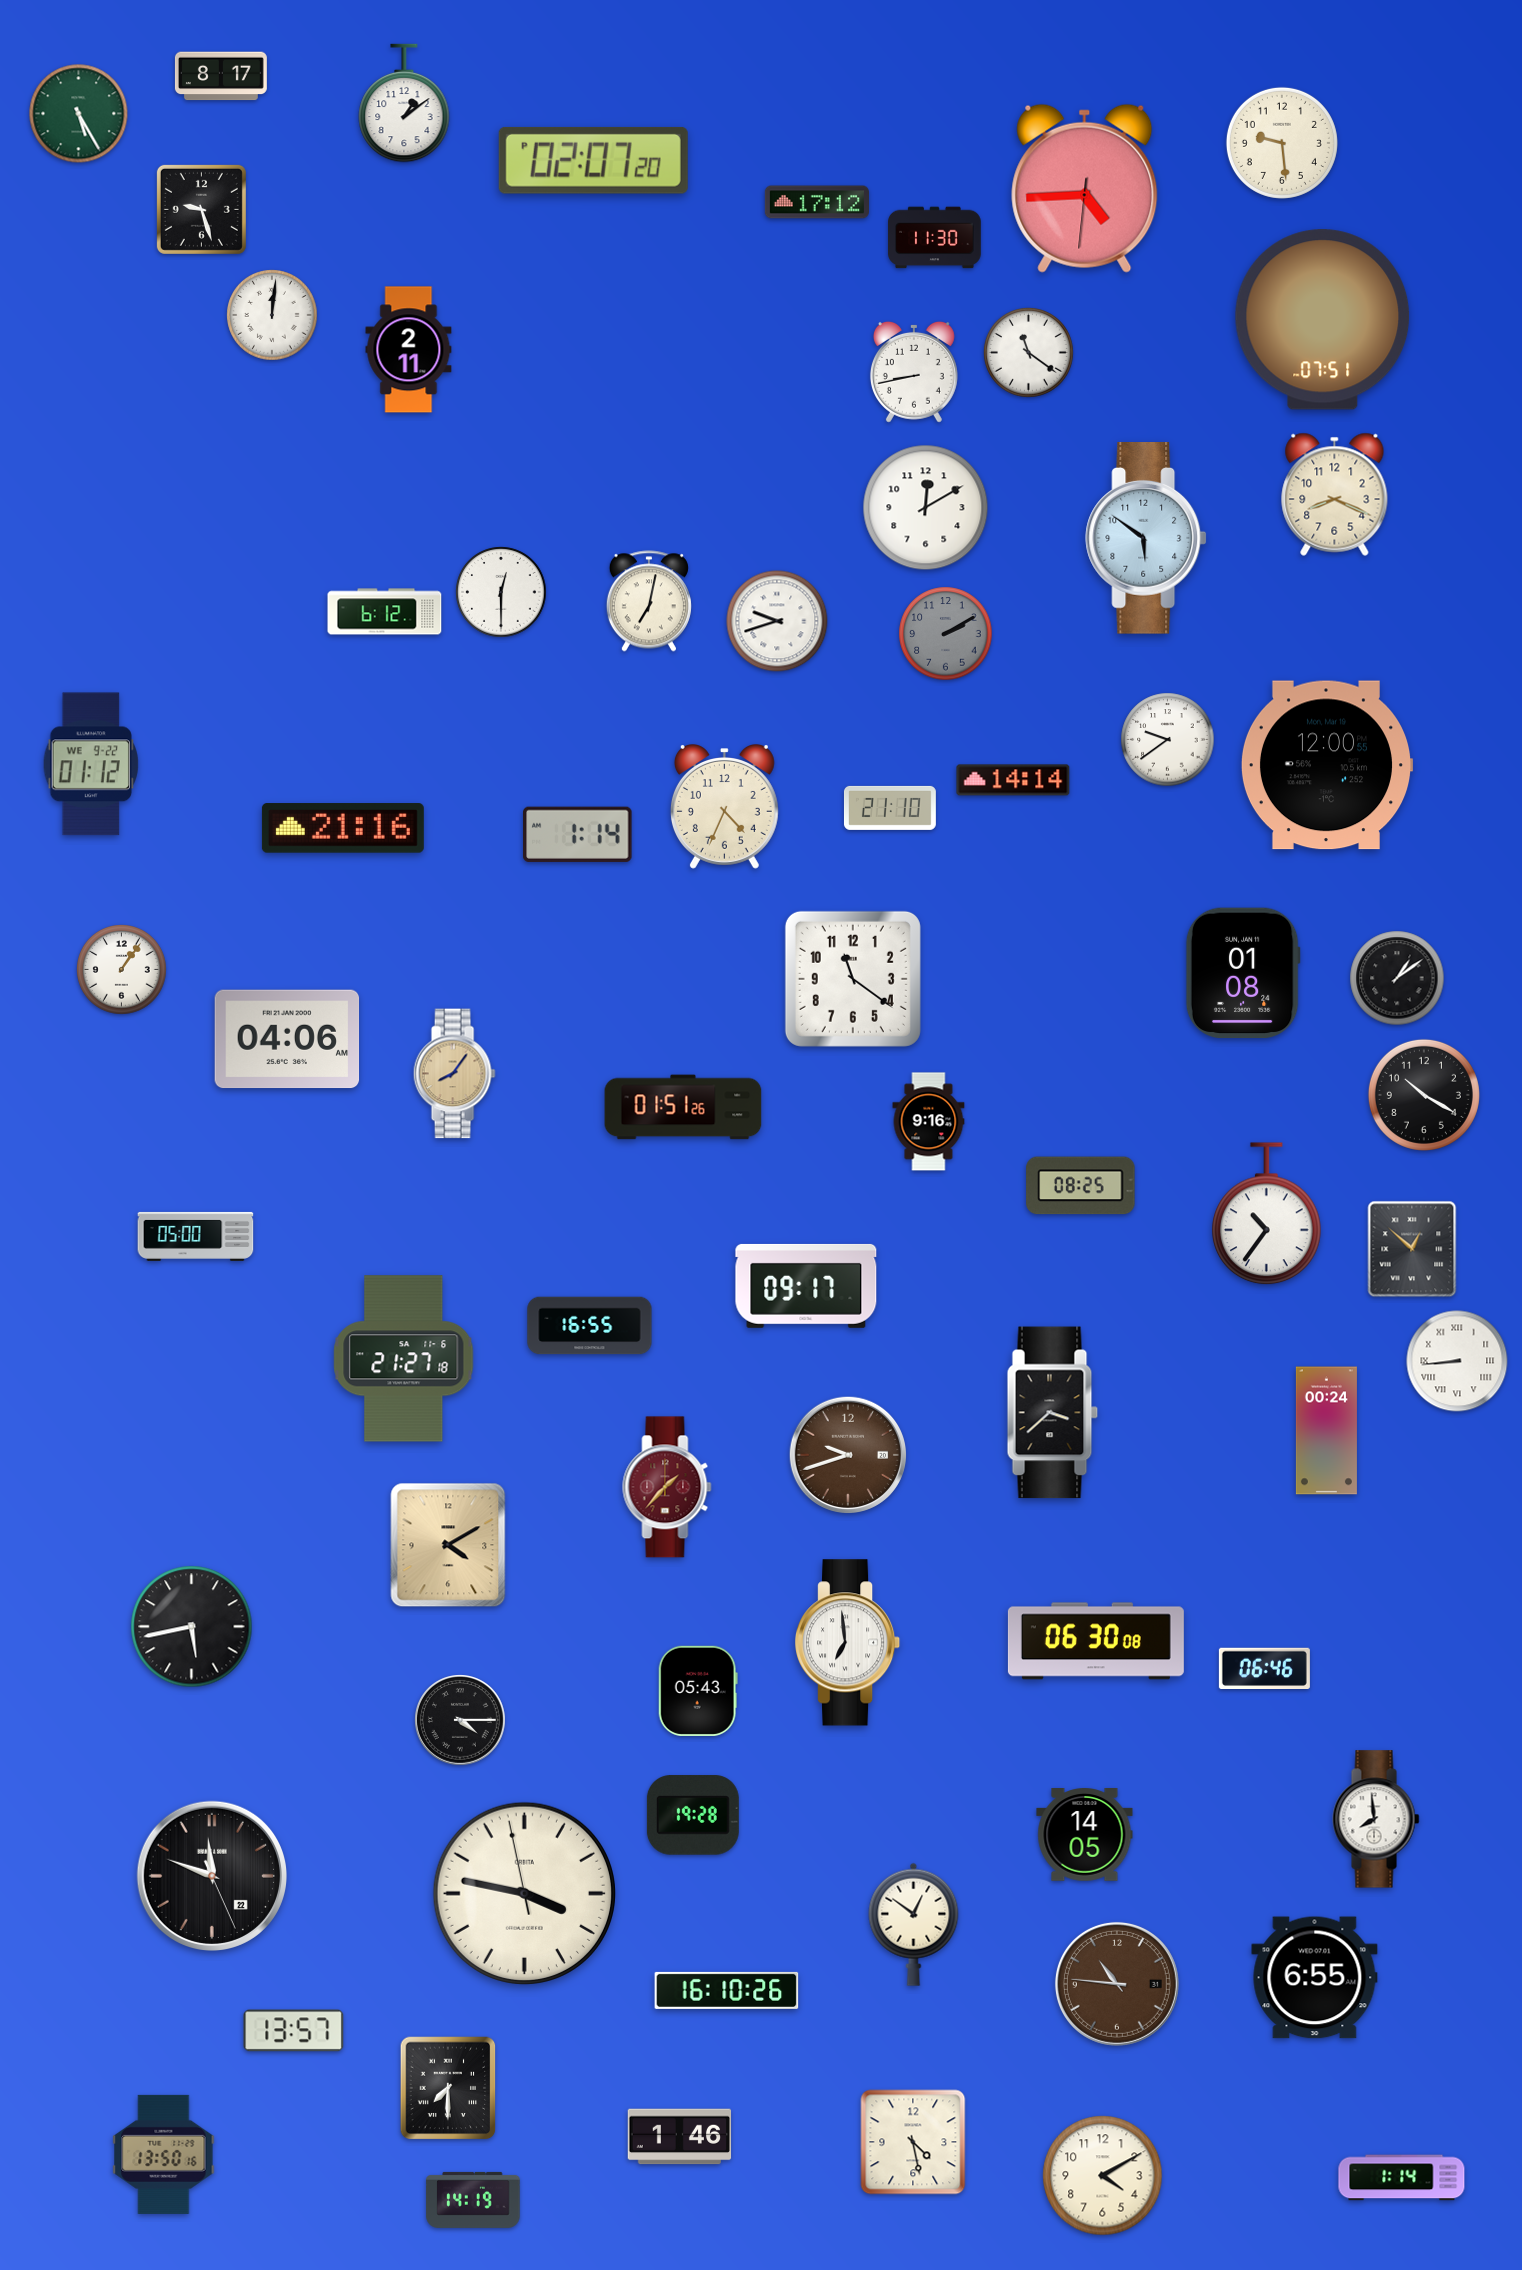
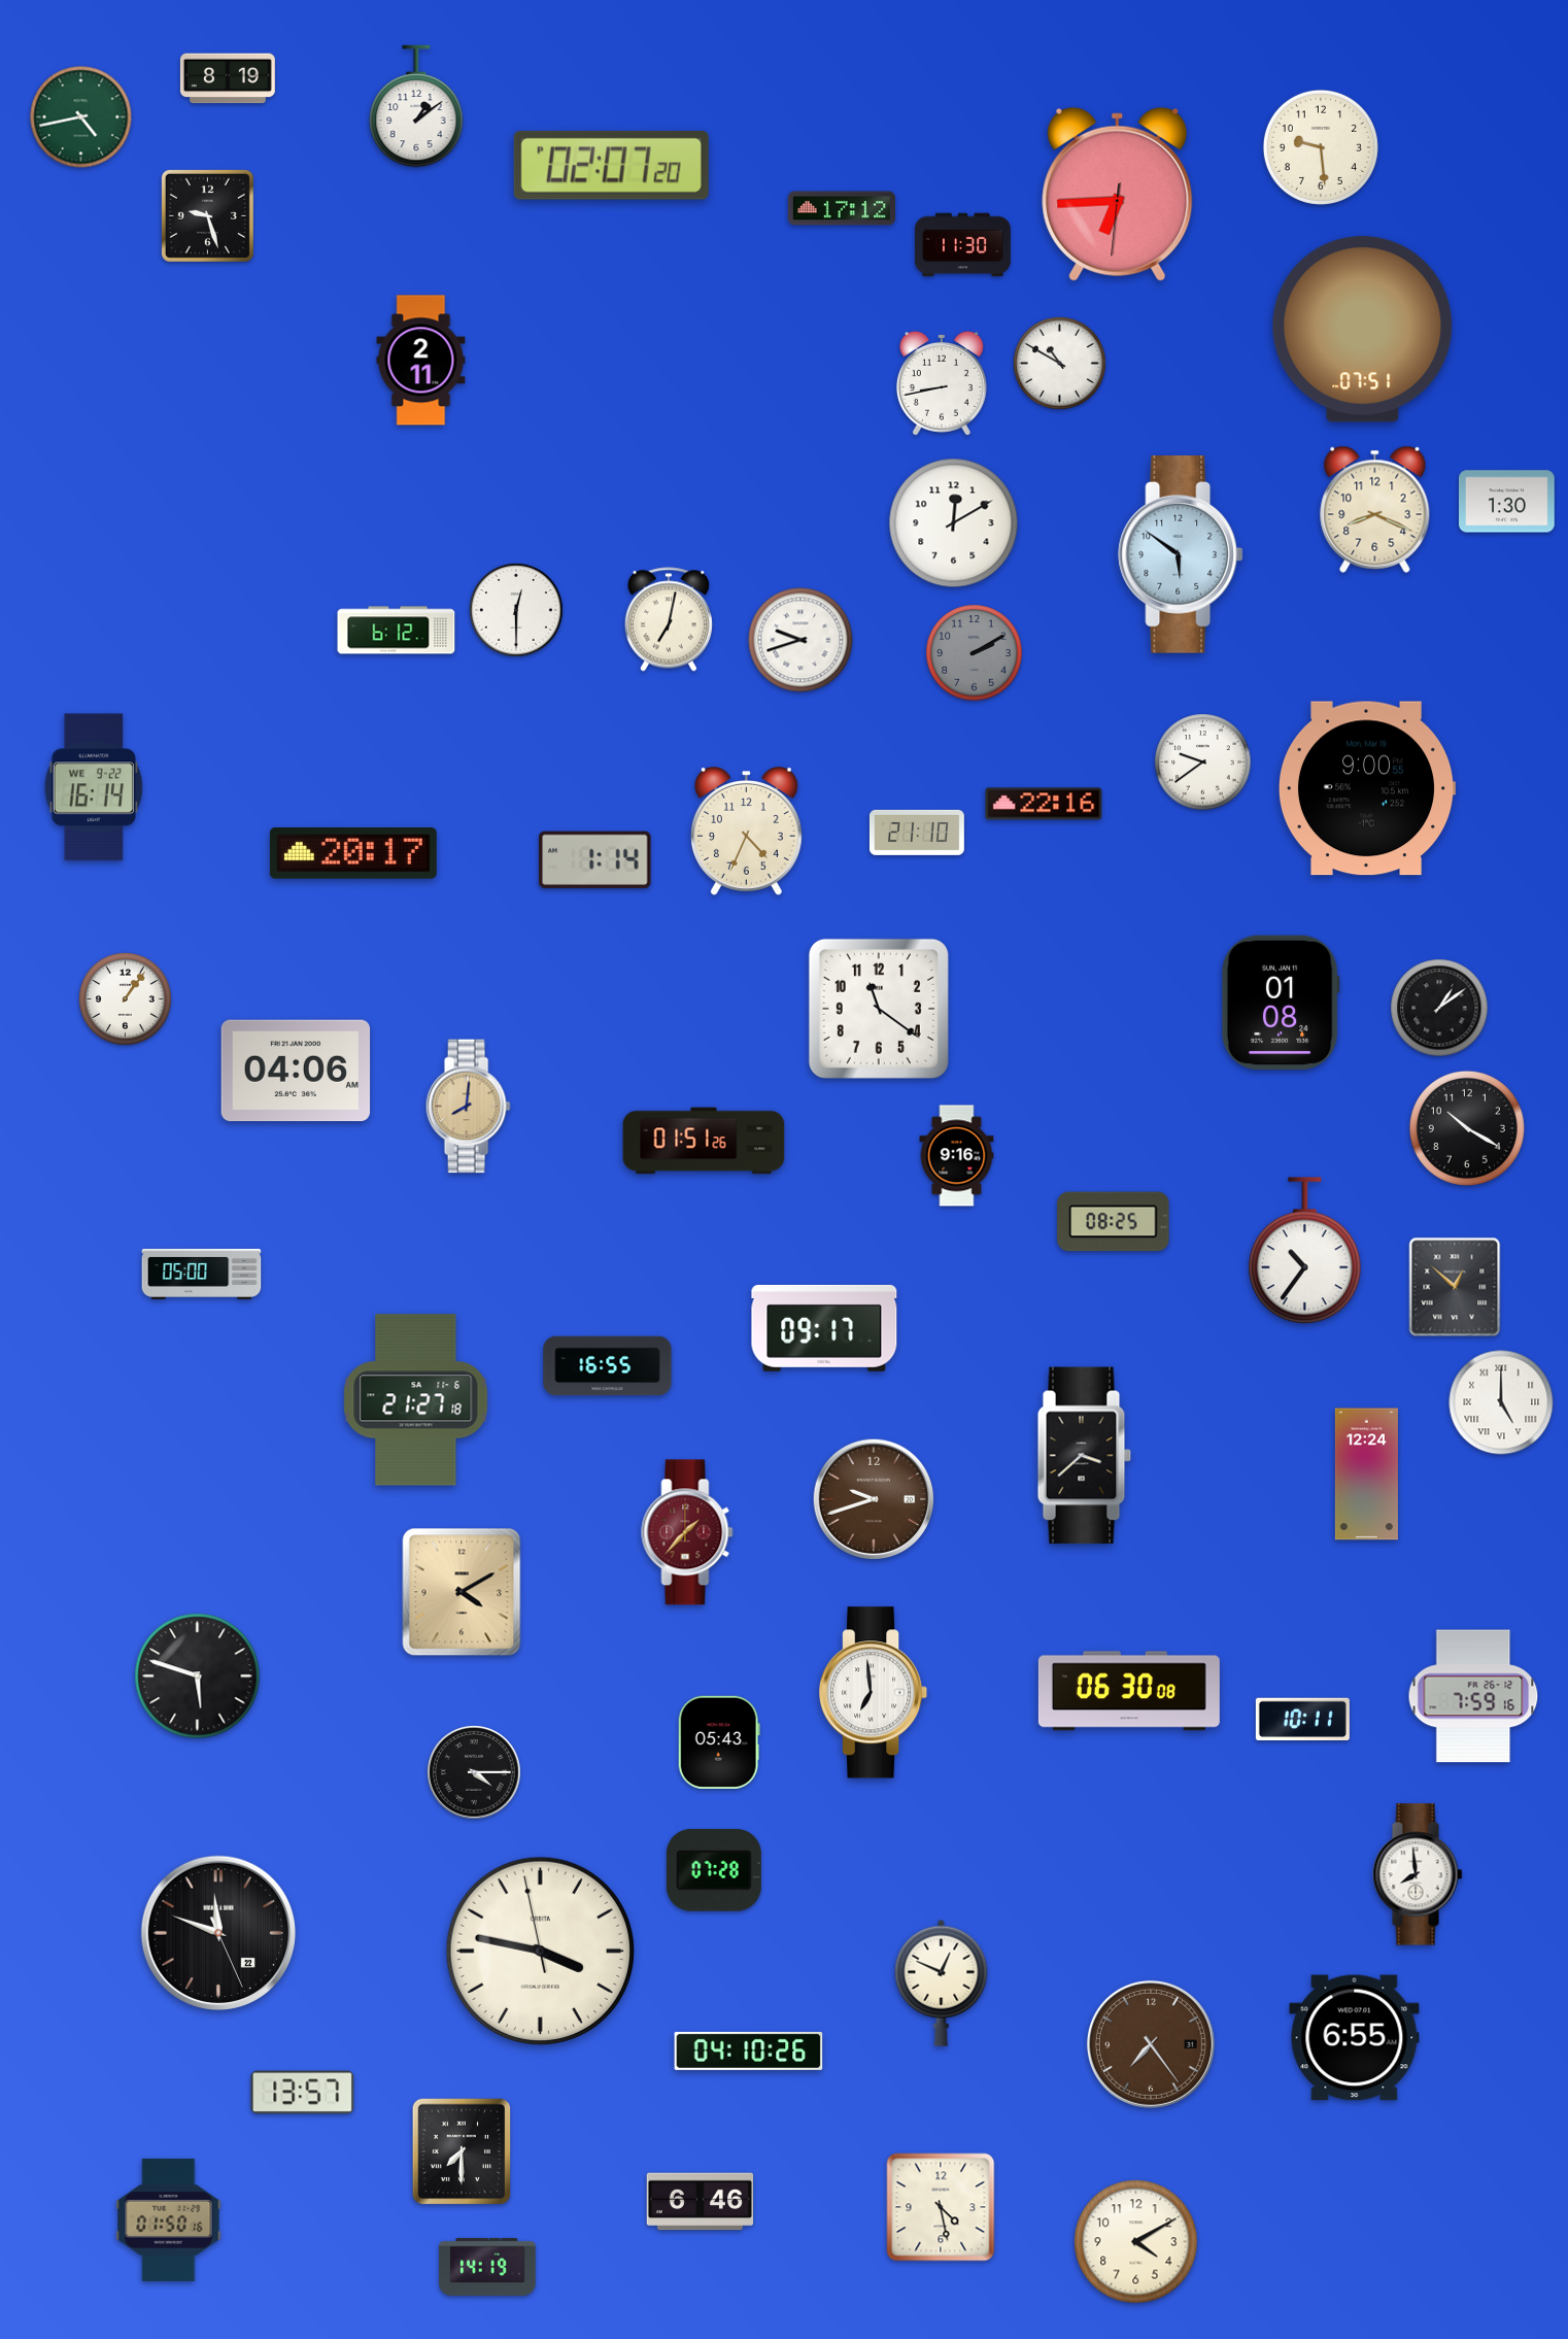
clock at (221, 76): 8:17 -> 8:19
clock at (79, 114): 5:25 -> 4:43
clock at (1085, 188): 4:44 -> 6:44
clock at (272, 315): 12:01 -> none
clock at (1029, 353): 11:21 -> 10:50
clock at (1507, 502): none -> 1:30
clock at (90, 764): 01:12 -> 16:14
clock at (1327, 765): 12:00 -> 9:00
clock at (1013, 780): 14:14 -> 22:16
clock at (343, 828): 21:16 -> 20:17
clock at (454, 1074): 8:06 -> 8:01
clock at (806, 1286) position: (806, 1286) -> (824, 1328)
clock at (1457, 1361): 8:44 -> 5:00
clock at (1326, 1431): 00:24 -> 12:24
clock at (192, 1627): 5:43 -> 5:48
clock at (1473, 1696): none -> 7:59
clock at (1264, 1668): 06:46 -> 10:11
clock at (693, 1815): 19:28 -> 07:28
clock at (1085, 1835): 14:05 -> none
clock at (914, 1924): 12:51 -> 12:49
clock at (1117, 1984): 10:46 -> 7:24
clock at (727, 1990): 16:10 -> 04:10
clock at (680, 2137): 1:46 -> 6:46
clock at (164, 2154): 13:50 -> 01:50
clock at (1402, 2178): 1:14 -> none
